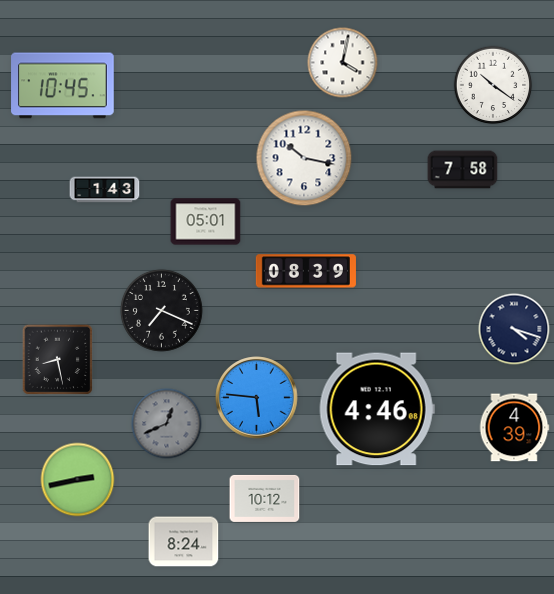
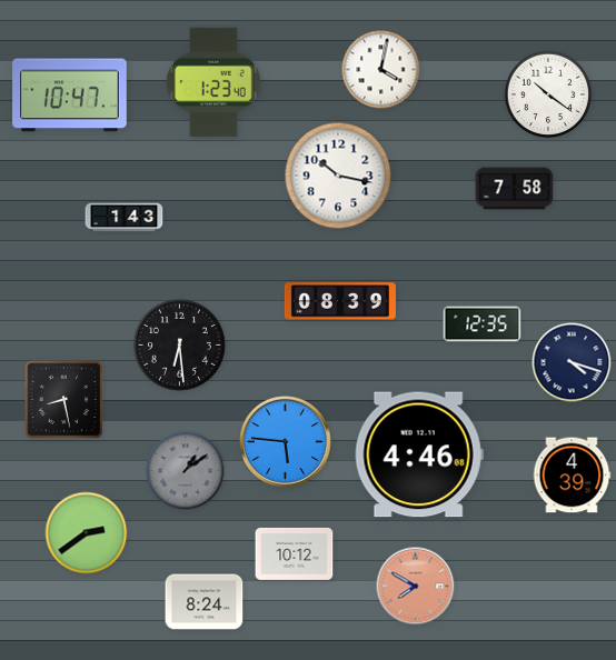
clock at (215, 82): none -> 1:23
clock at (63, 86): 10:45 -> 10:47
clock at (105, 190) position: (105, 190) -> (125, 218)
clock at (206, 222): 05:01 -> none
clock at (483, 324): none -> 12:35
clock at (161, 310): 7:19 -> 6:29
clock at (514, 329) position: (514, 329) -> (572, 362)
clock at (167, 424): 12:41 -> 1:09
clock at (78, 480): 2:43 -> 2:39
clock at (416, 587): none -> 7:50
